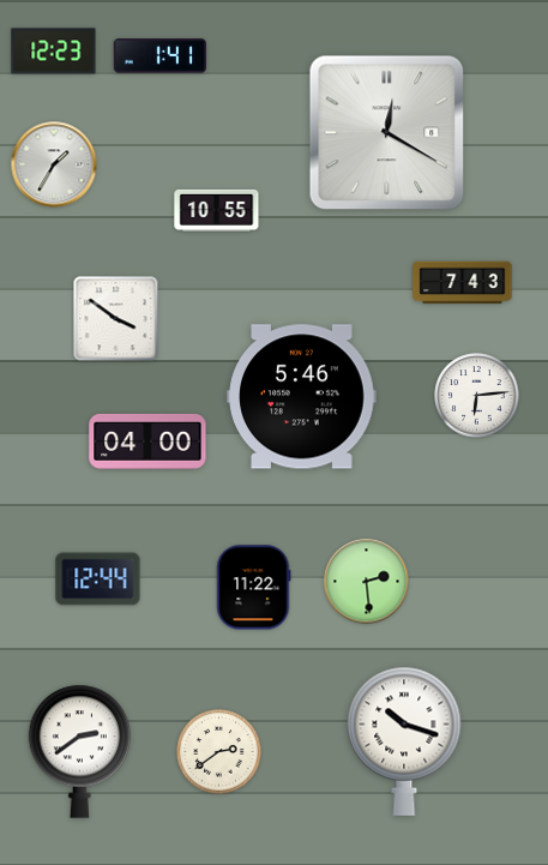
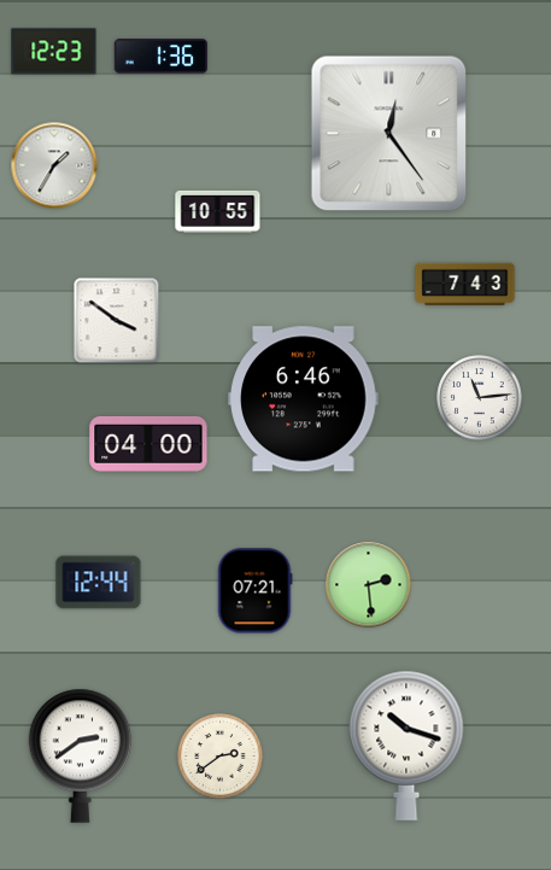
clock at (159, 56): 1:41 -> 1:36
clock at (387, 133): 12:20 -> 12:24
clock at (477, 396): 6:14 -> 11:14
clock at (302, 397): 5:46 -> 6:46
clock at (253, 588): 11:22 -> 07:21
